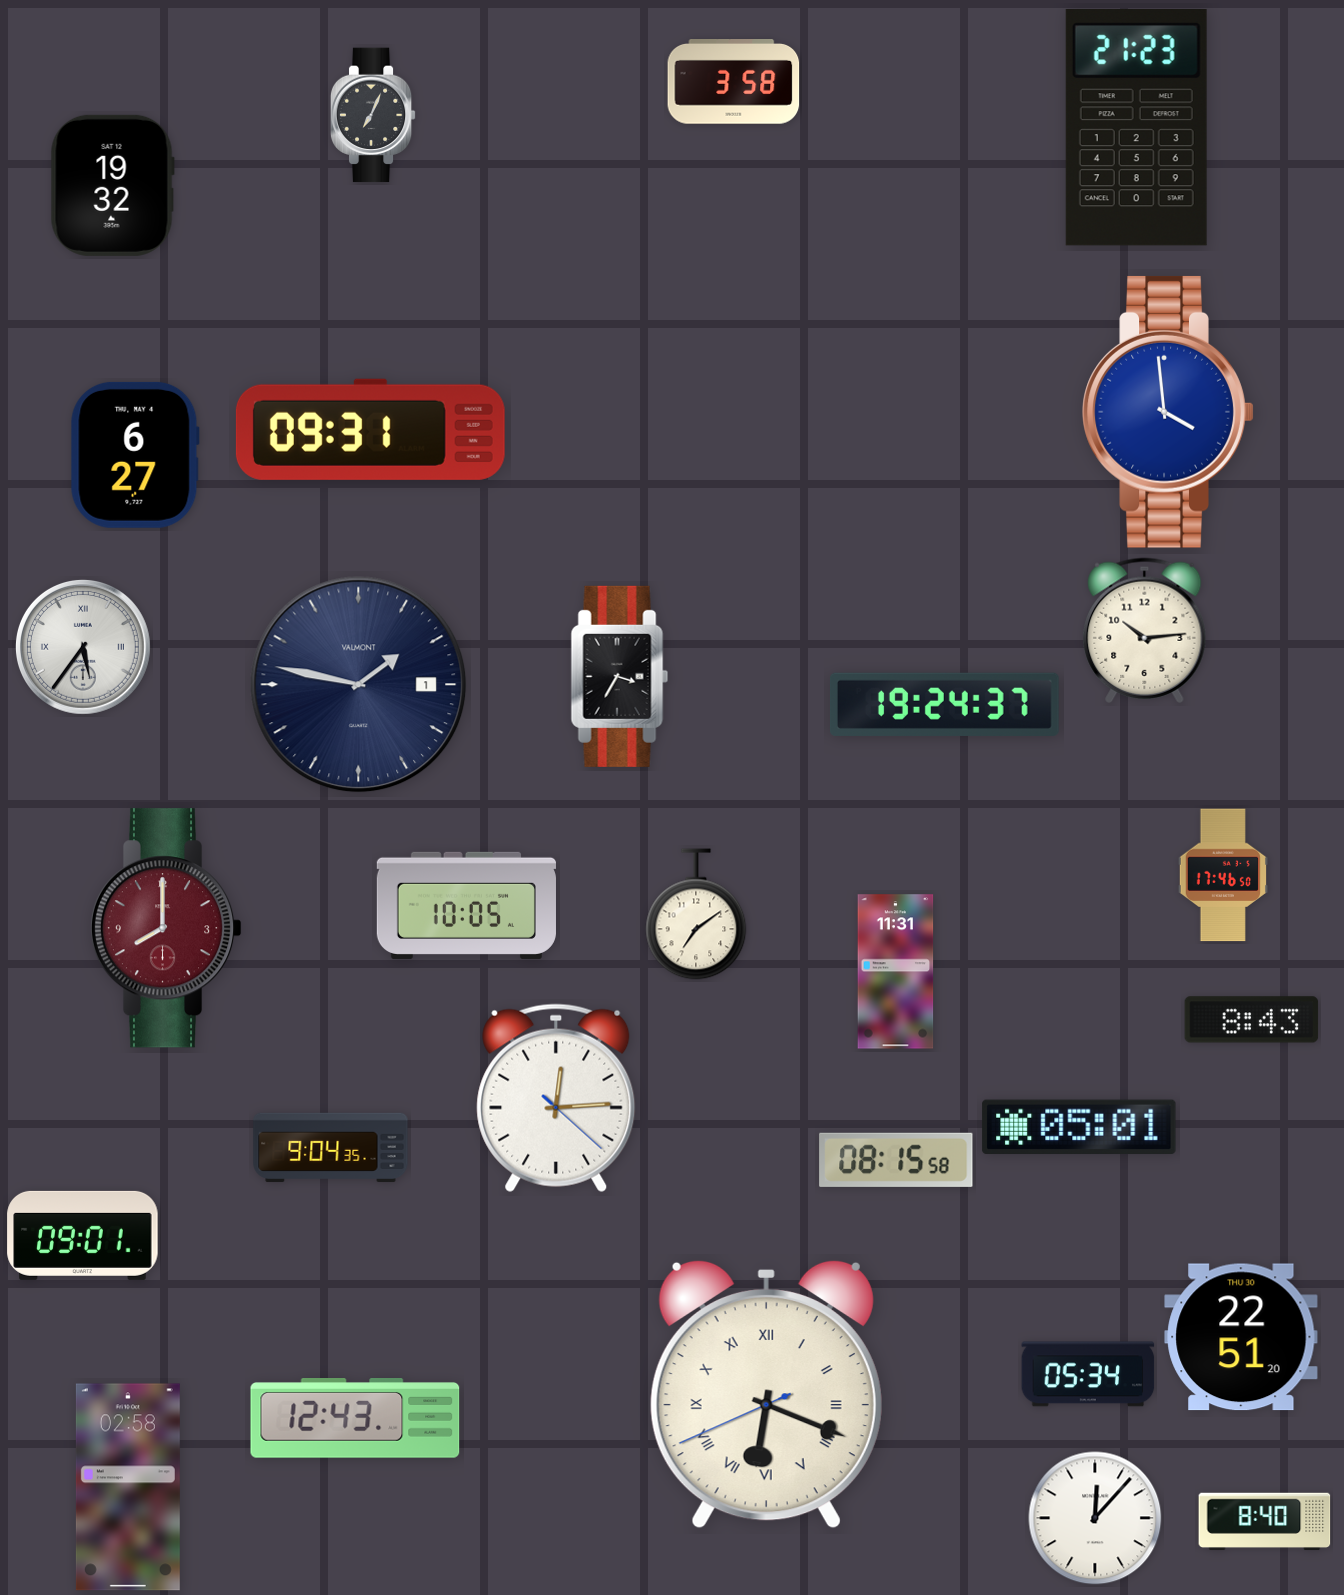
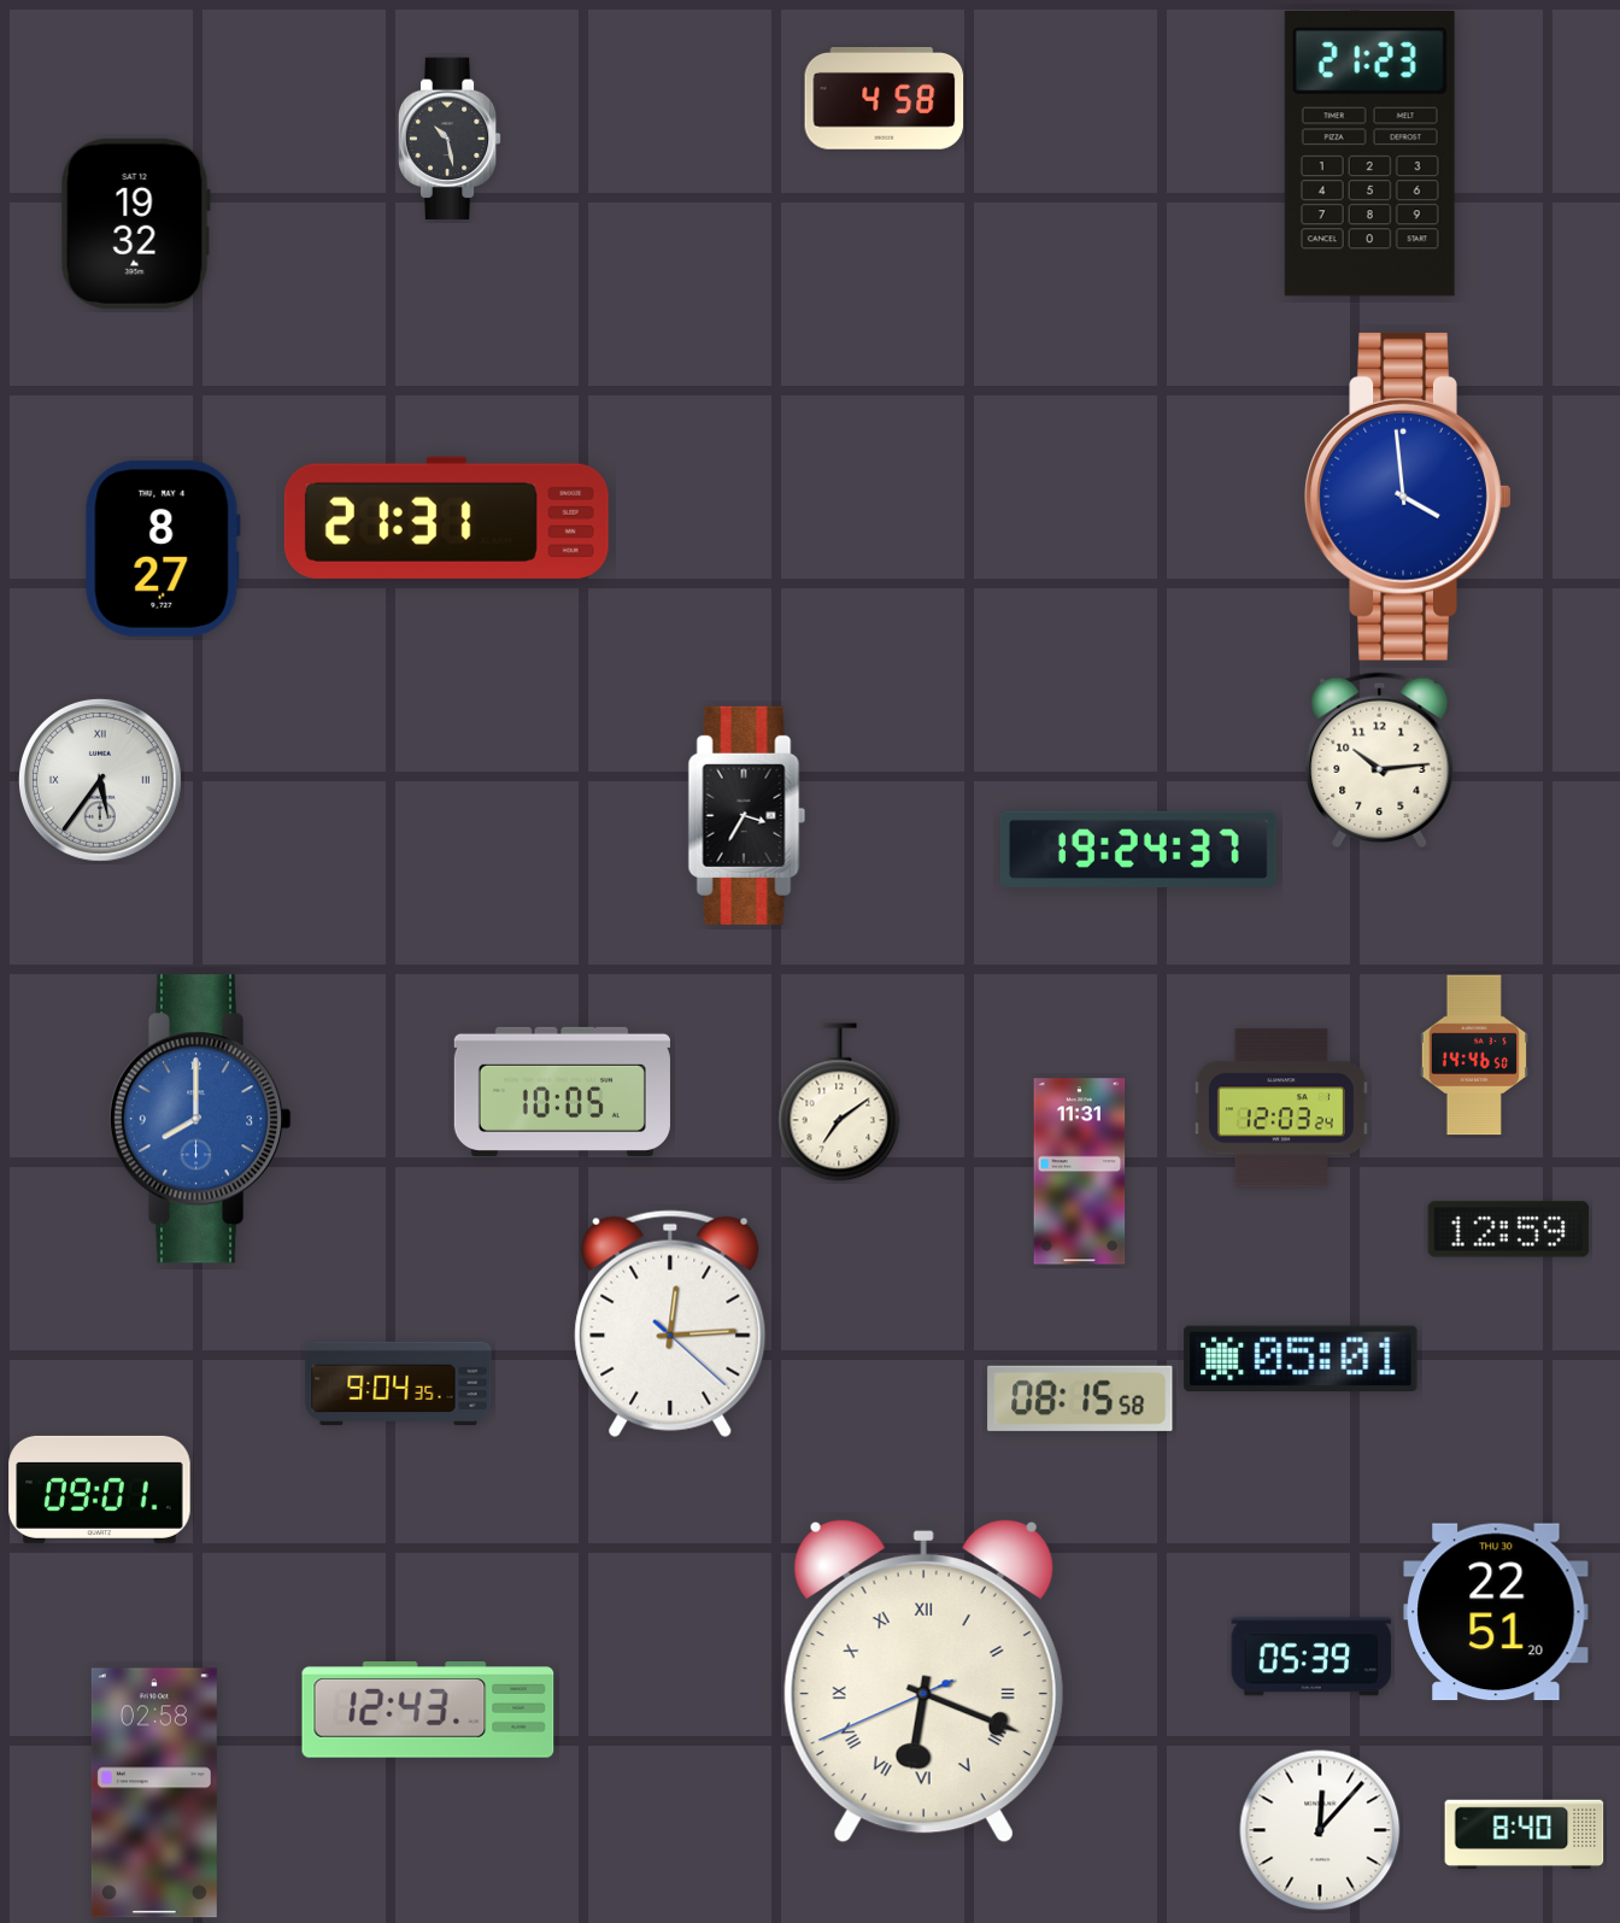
clock at (734, 82): 3:58 -> 4:58
clock at (373, 115): 7:04 -> 10:28
clock at (370, 429): 09:31 -> 21:31
clock at (135, 455): 6:27 -> 8:27
clock at (359, 685): 1:47 -> none
clock at (1223, 875): 17:46 -> 14:46
clock at (1281, 1108): none -> 12:03
clock at (166, 928) dial: burgundy -> blue
clock at (1252, 1020): 8:43 -> 12:59
clock at (1088, 1374): 05:34 -> 05:39
